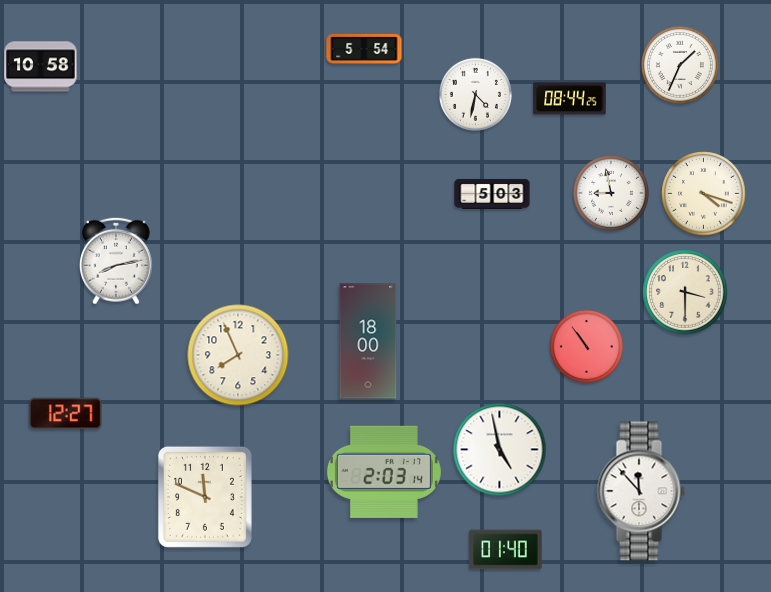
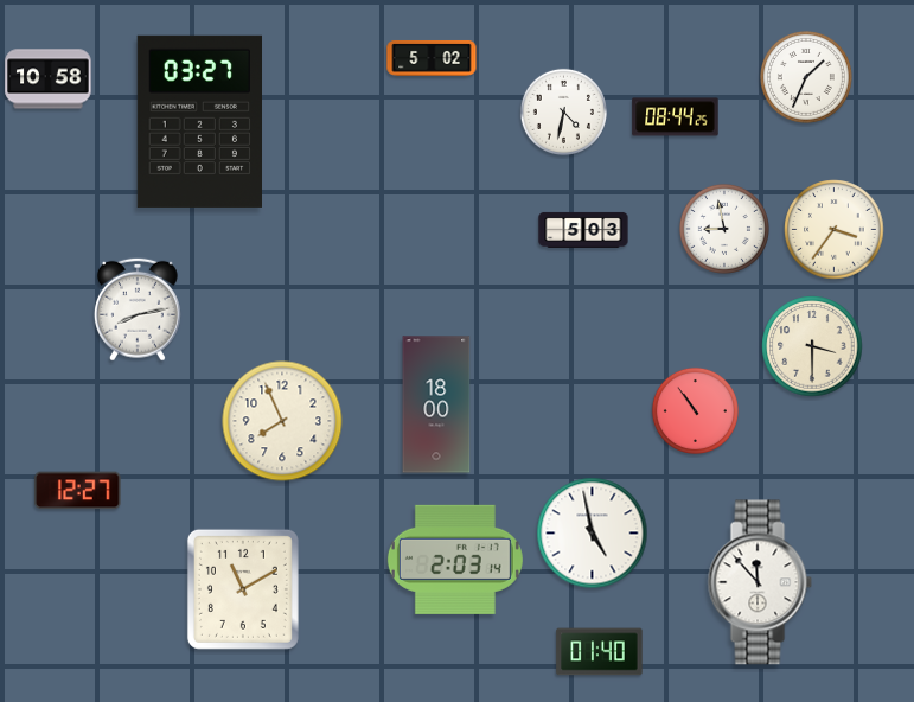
clock at (364, 49): 5:54 -> 5:02
clock at (199, 121): none -> 03:27
clock at (704, 194): 4:18 -> 3:36
clock at (205, 497): 11:49 -> 11:10
